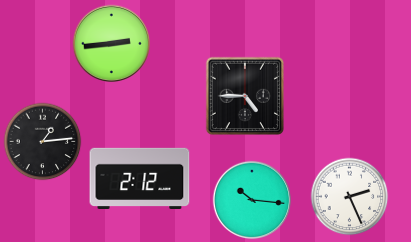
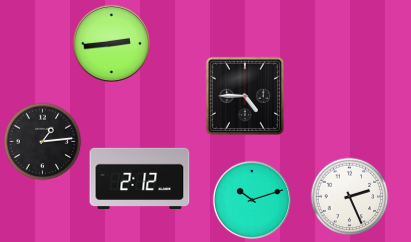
clock at (252, 200): 10:16 -> 10:12
